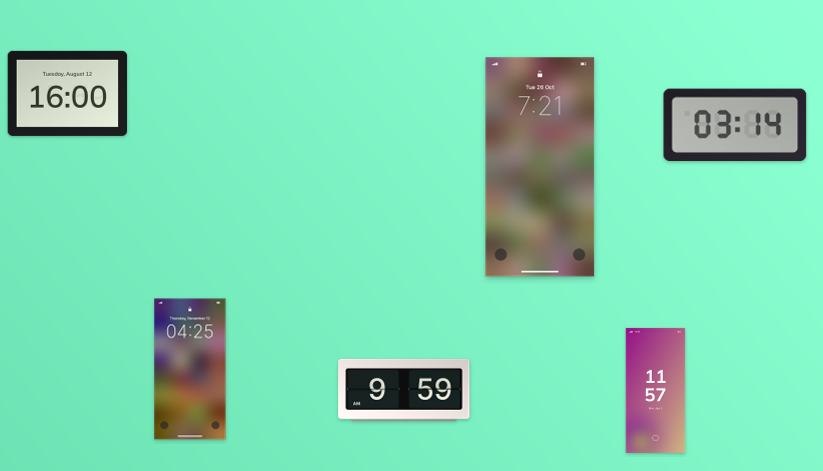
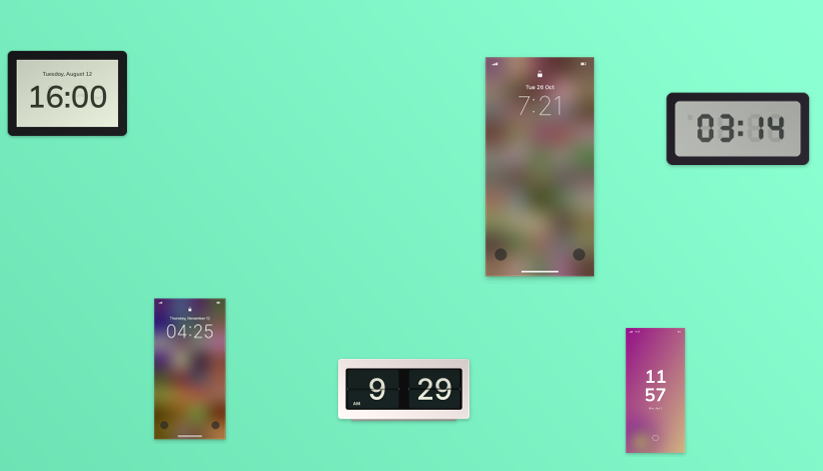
clock at (735, 125) position: (735, 125) -> (738, 129)
clock at (404, 390): 9:59 -> 9:29
